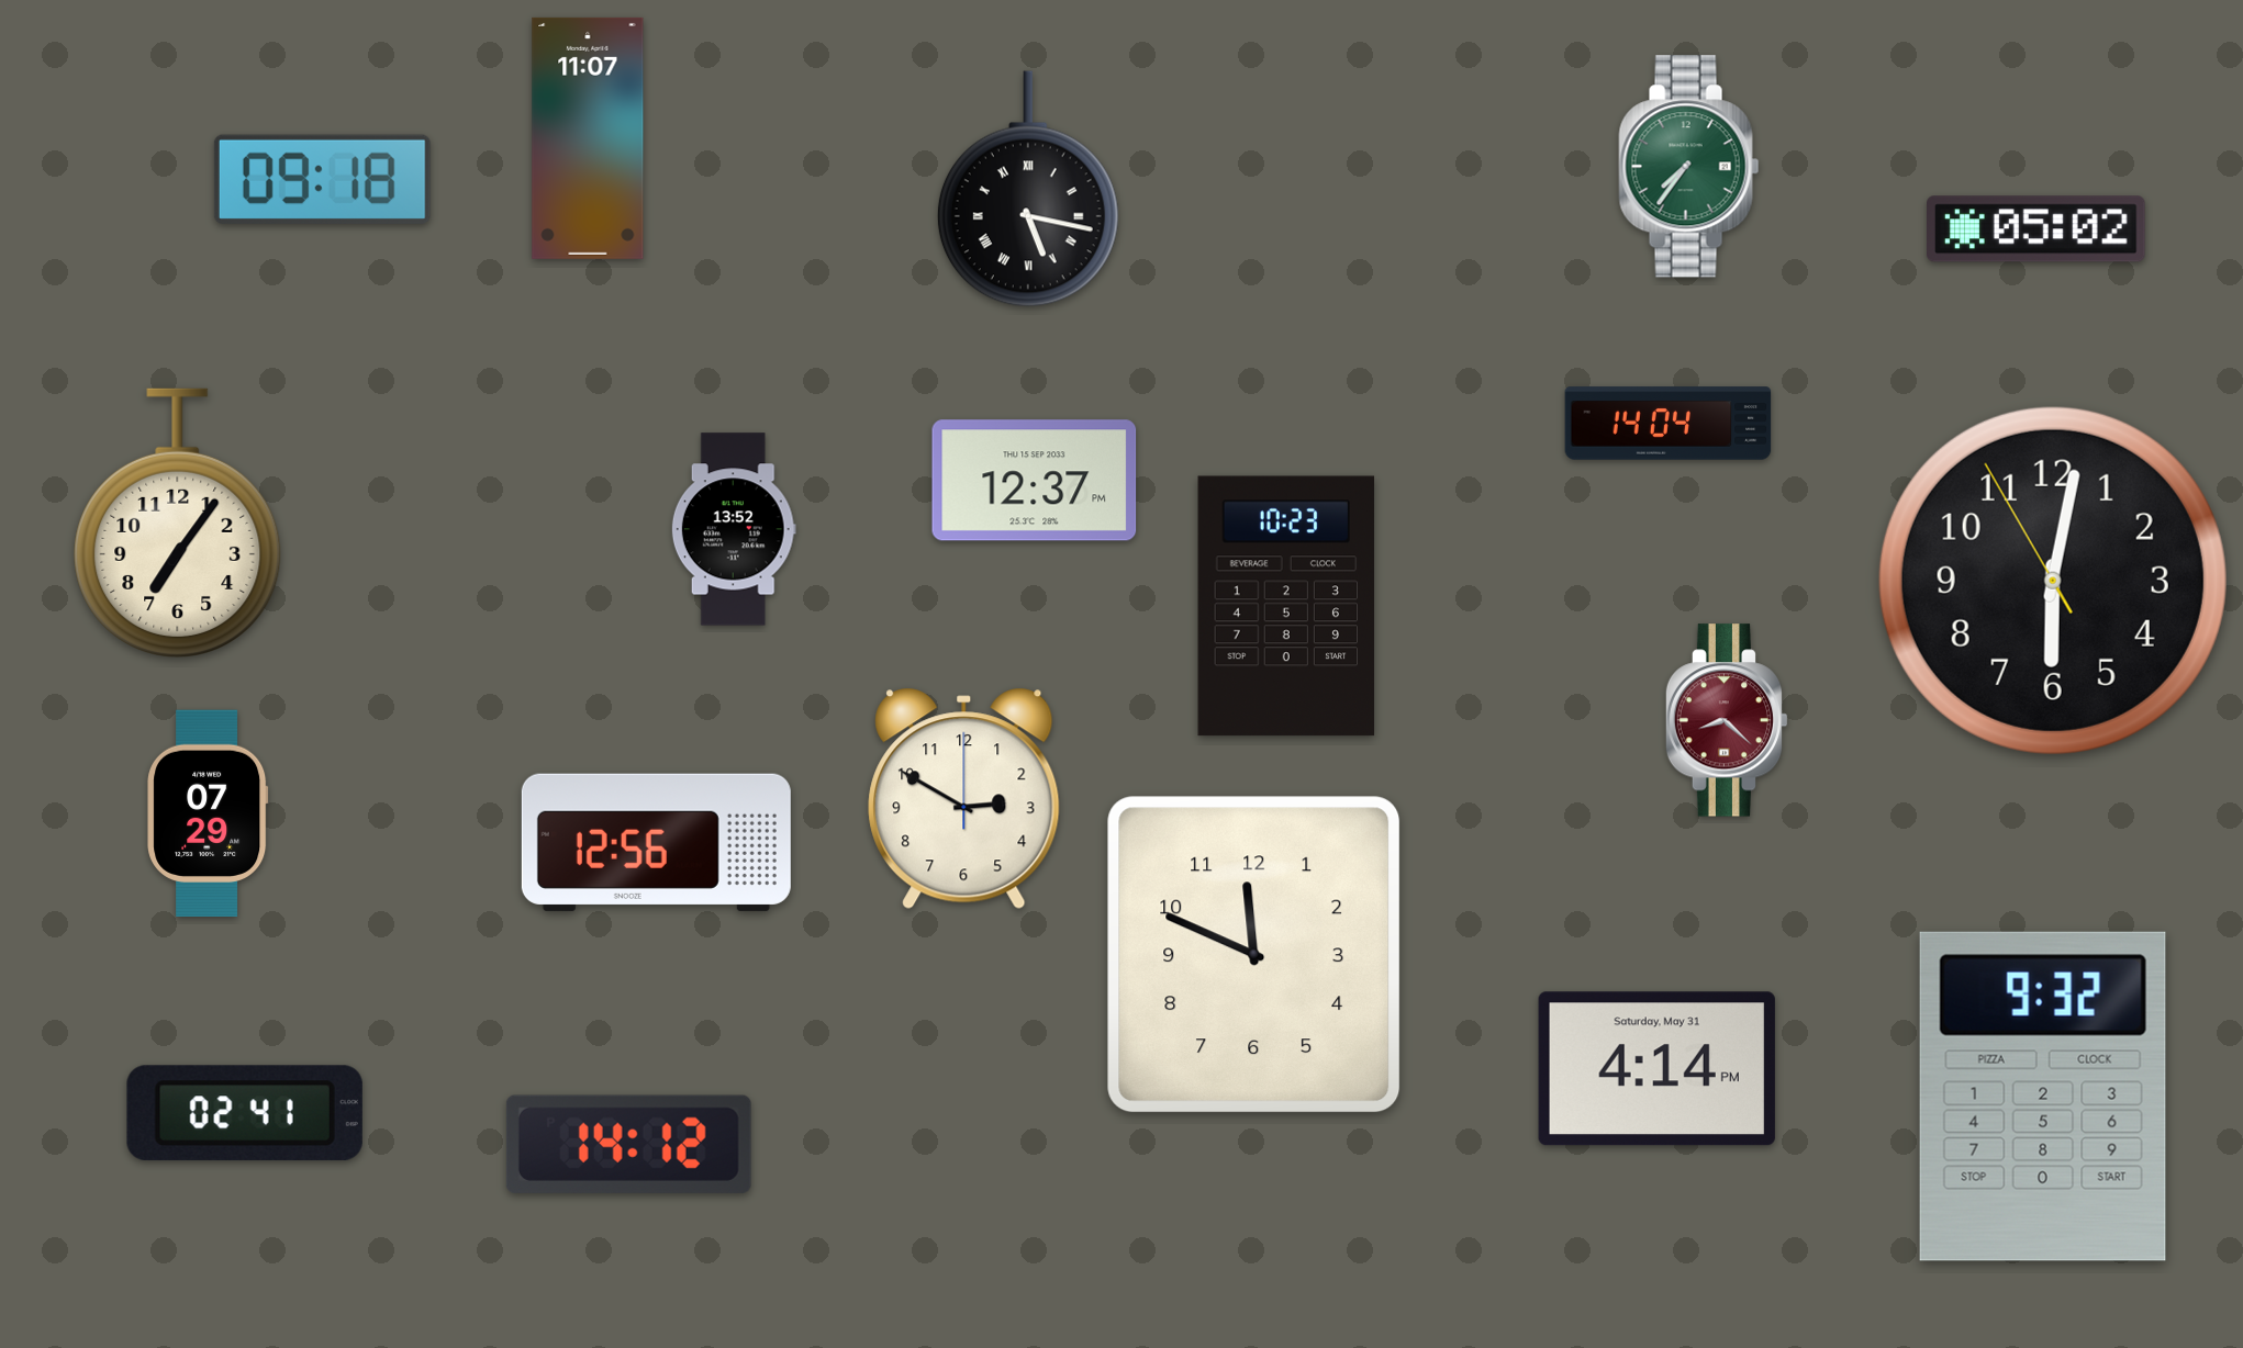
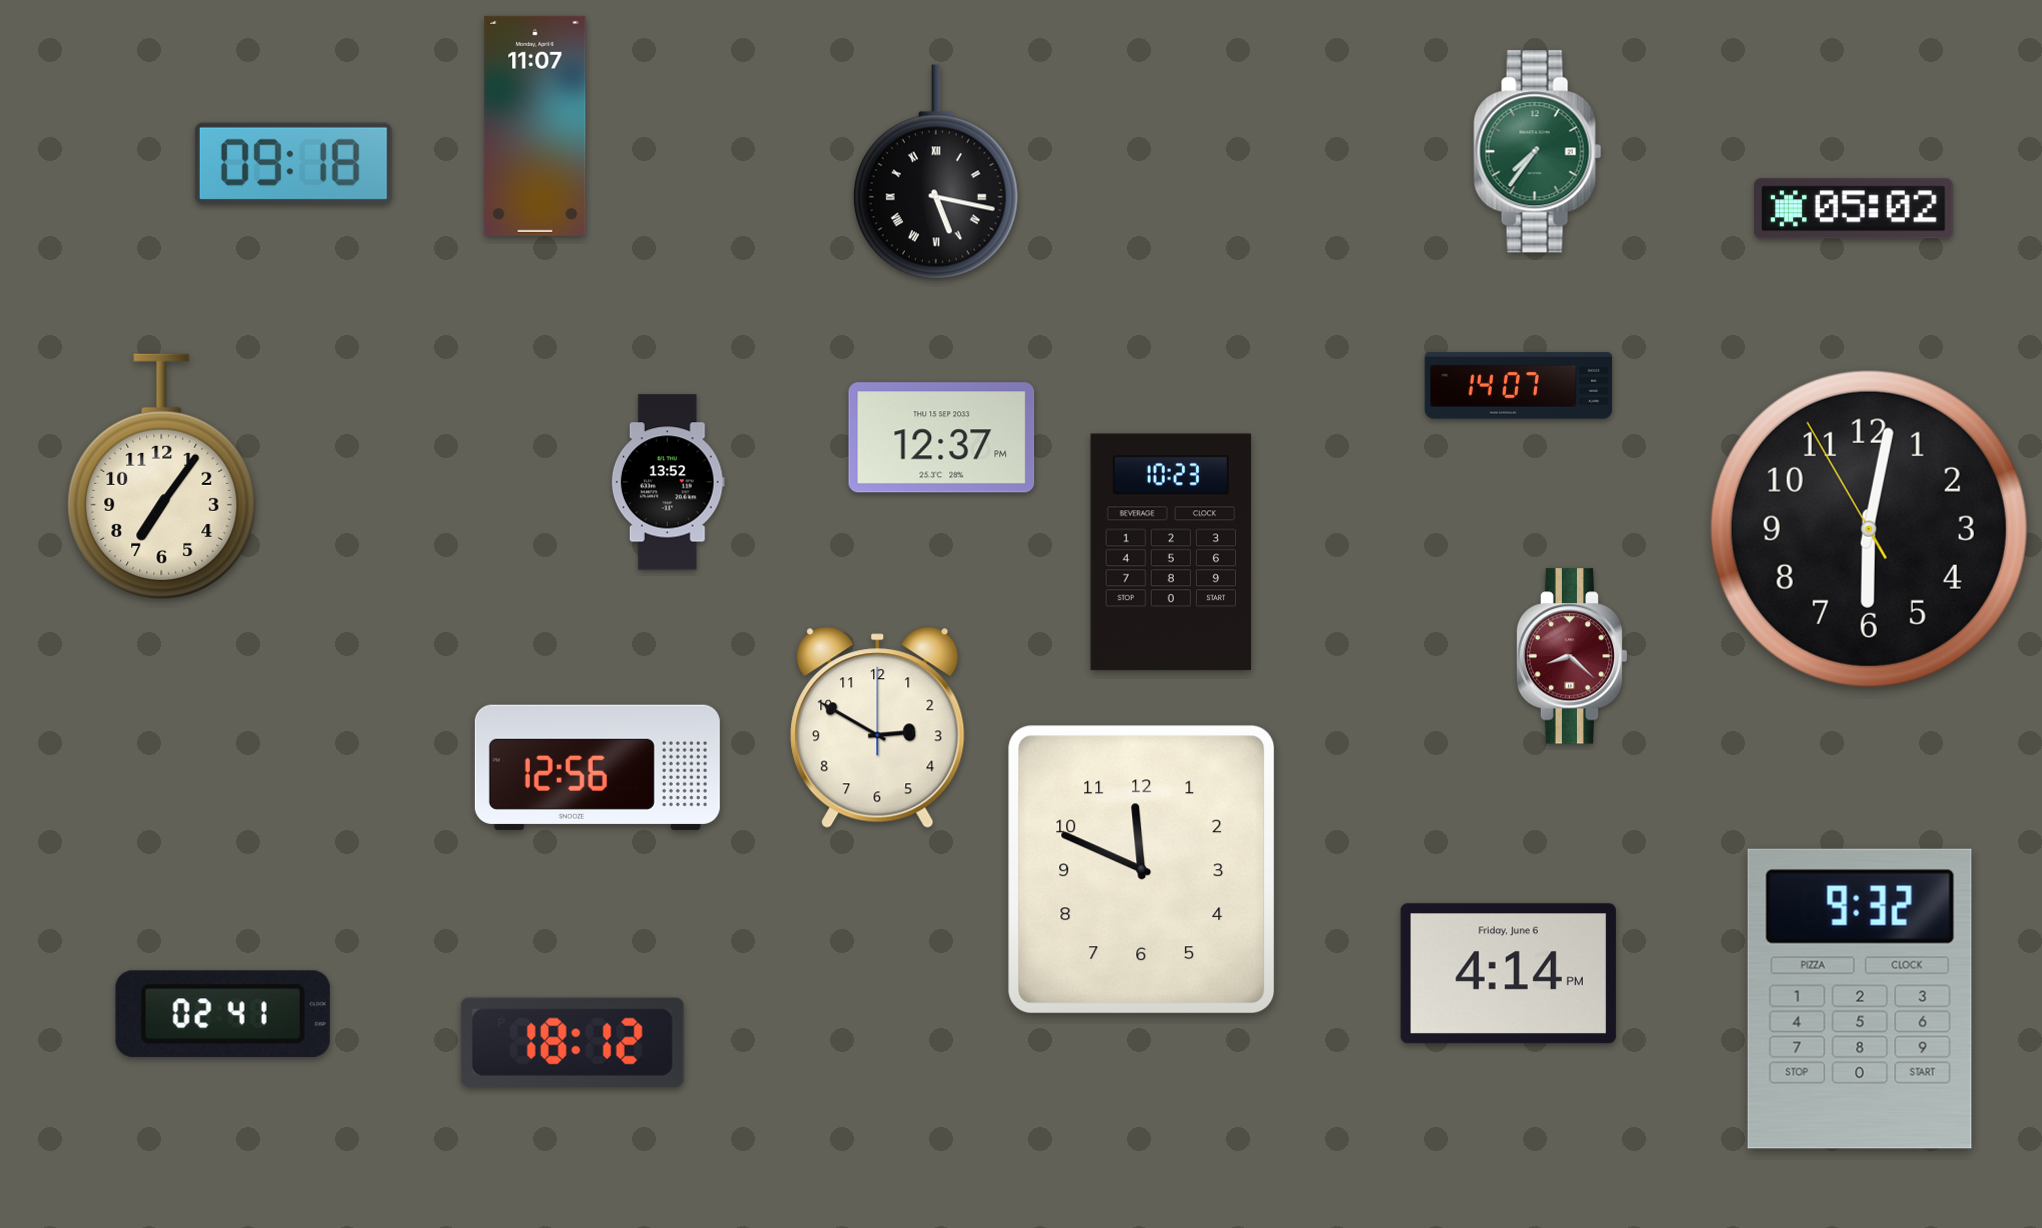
clock at (1669, 424): 14:04 -> 14:07
clock at (208, 813): 07:29 -> none
clock at (1656, 1069) date: Saturday, May 31 -> Friday, June 6
clock at (628, 1144): 14:12 -> 18:12
